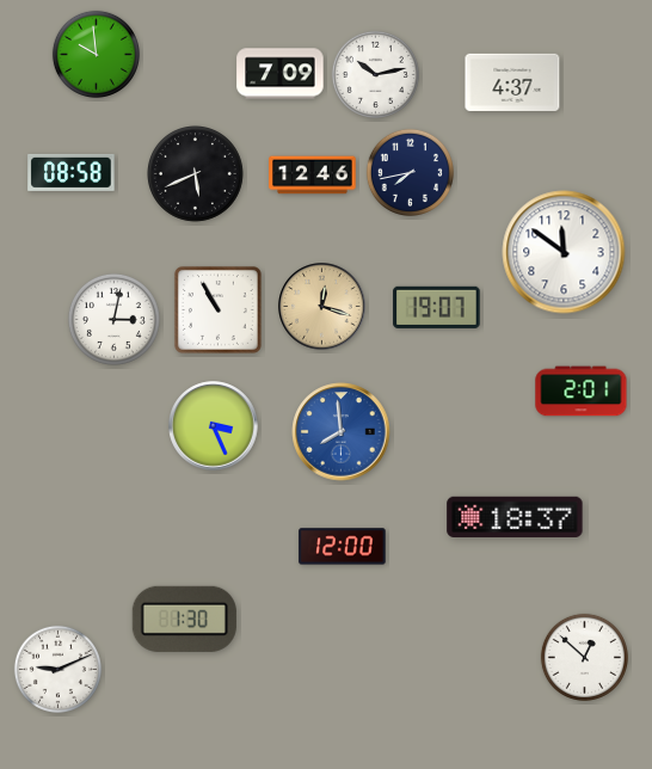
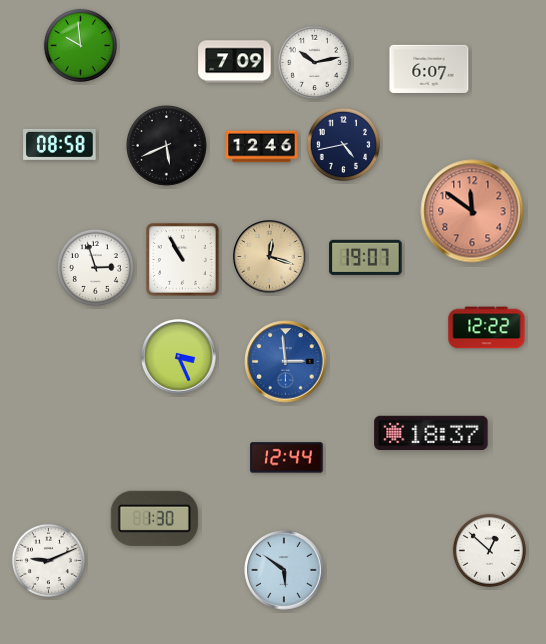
clock at (512, 82): 4:37 -> 6:07
clock at (410, 172): 7:43 -> 4:43
clock at (196, 174) position: (196, 174) -> (167, 146)
clock at (564, 252) dial: white -> salmon
clock at (113, 319): 3:02 -> 2:57
clock at (582, 392): 2:01 -> 12:22
clock at (342, 432): 7:59 -> 2:59
clock at (343, 547): 12:00 -> 12:44
clock at (284, 570): none -> 5:51
